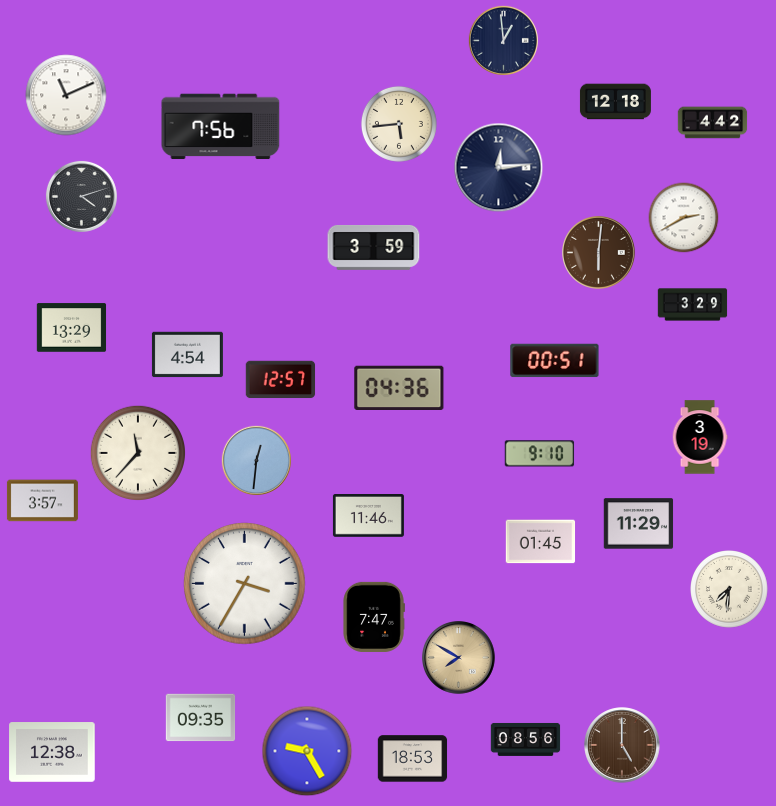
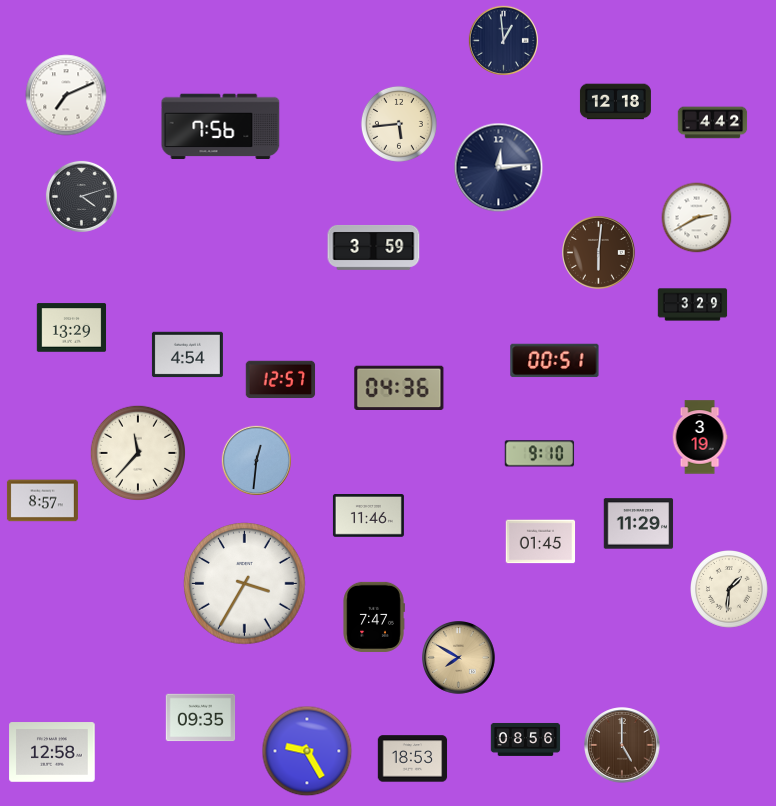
clock at (66, 95): 11:11 -> 7:11
clock at (684, 218) position: (684, 218) -> (697, 218)
clock at (42, 501): 3:57 -> 8:57
clock at (730, 590): 7:31 -> 1:31
clock at (52, 752): 12:38 -> 12:58
